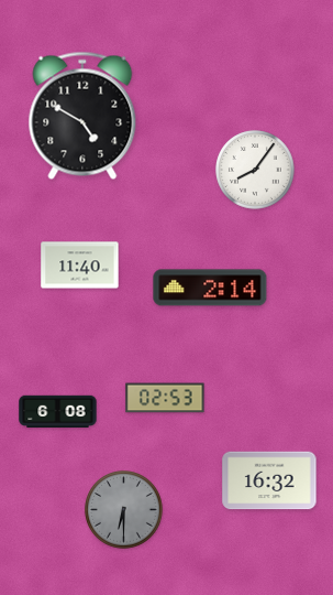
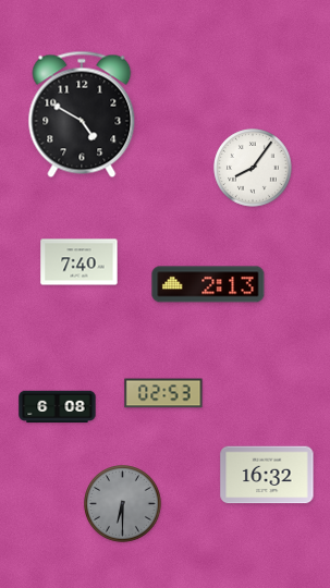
clock at (80, 266): 11:40 -> 7:40
clock at (210, 288): 2:14 -> 2:13
